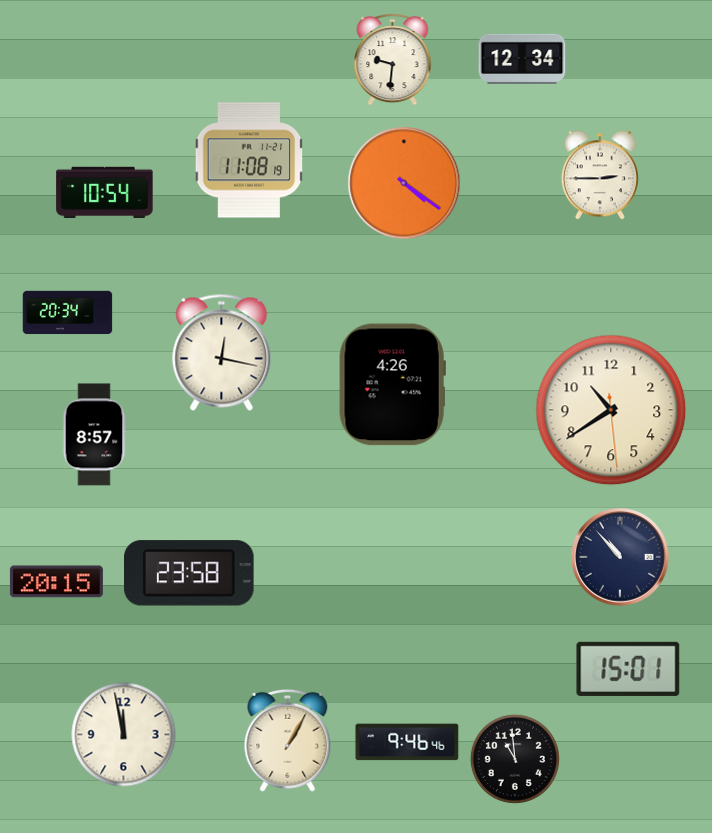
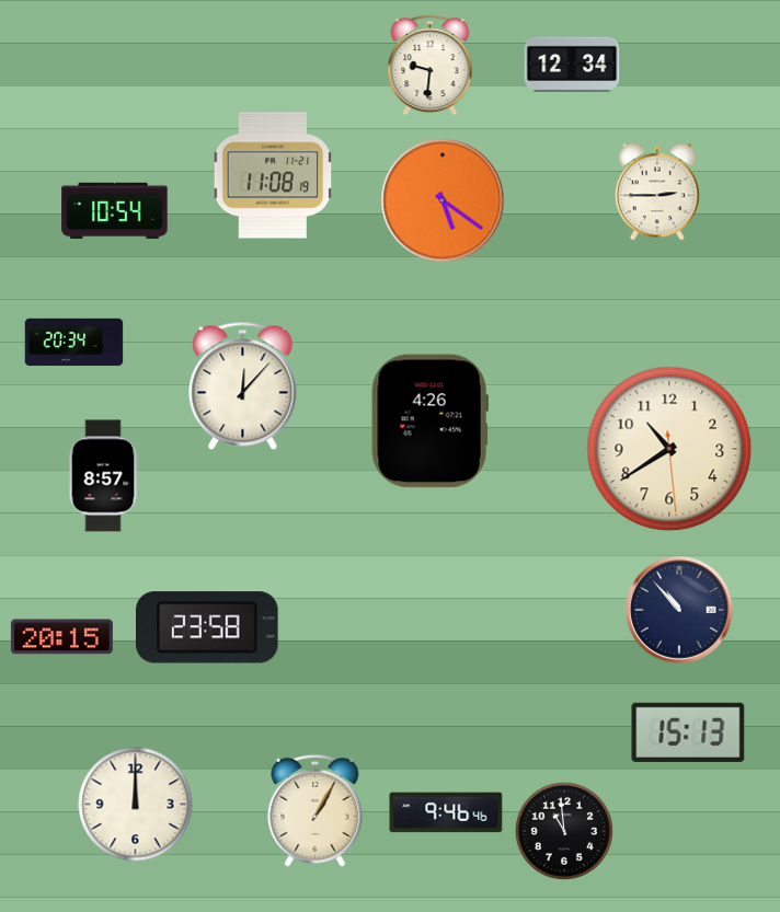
clock at (404, 183): 4:21 -> 5:21
clock at (222, 352): 12:17 -> 12:07
clock at (628, 669): 15:01 -> 15:13
clock at (124, 735): 11:58 -> 12:00
